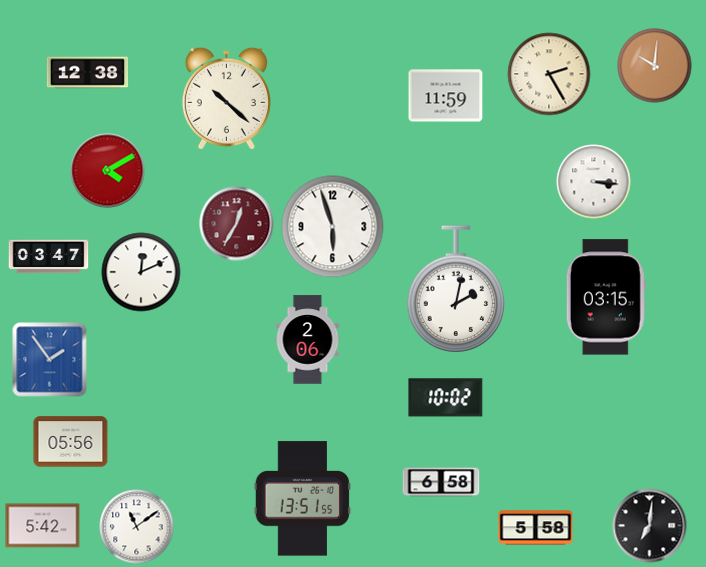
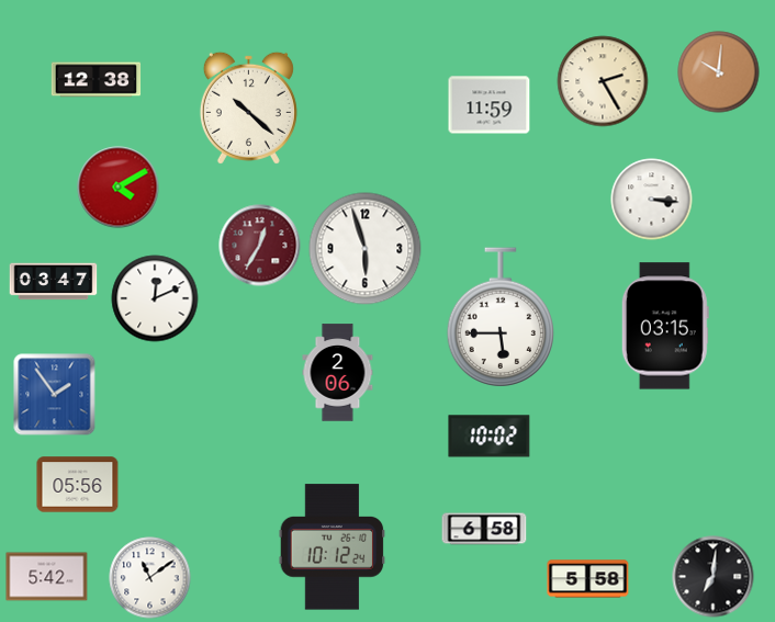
clock at (456, 289): 2:02 -> 5:45
clock at (303, 499): 13:51 -> 10:12
